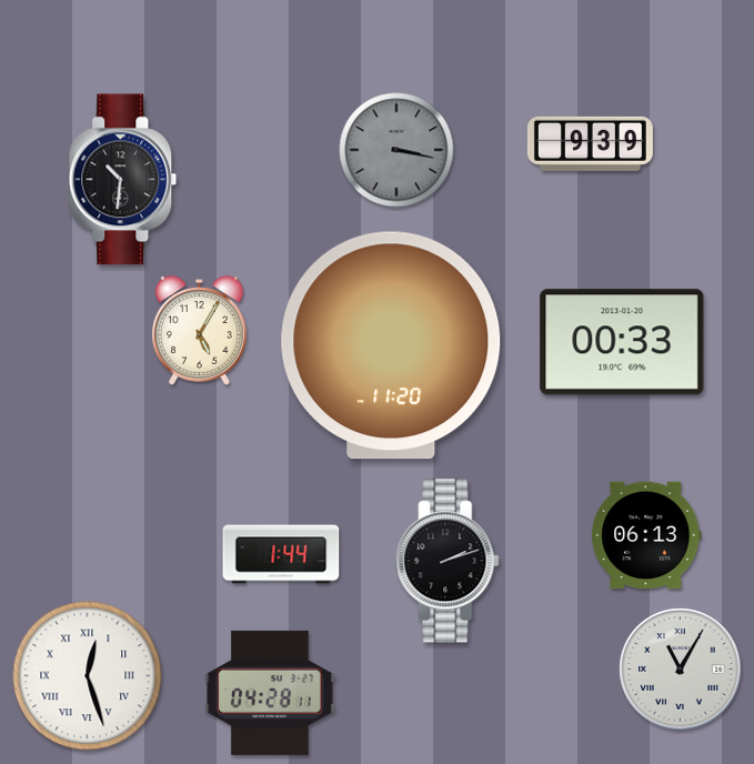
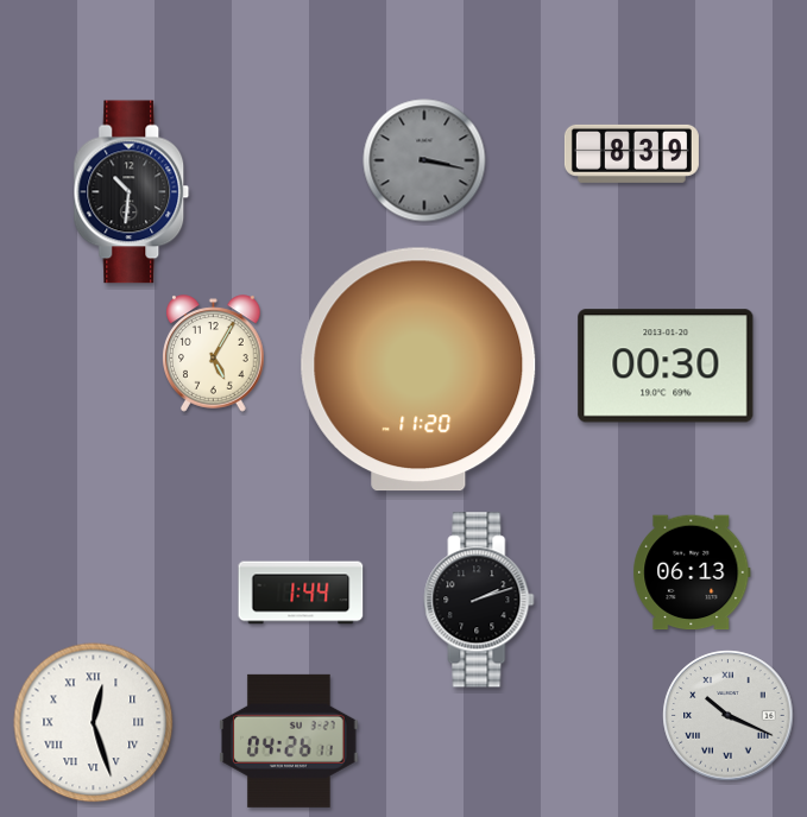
clock at (590, 143): 9:39 -> 8:39
clock at (622, 342): 00:33 -> 00:30
clock at (681, 670): 11:05 -> 10:19
clock at (270, 693): 04:28 -> 04:26
